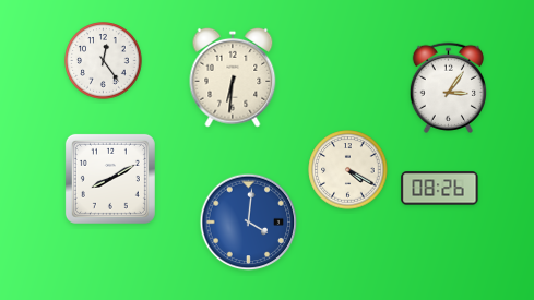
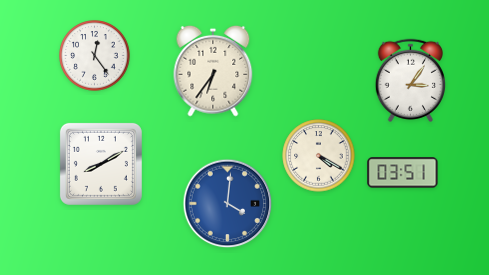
clock at (233, 77): 6:31 -> 6:36
clock at (440, 189): 08:26 -> 03:51
